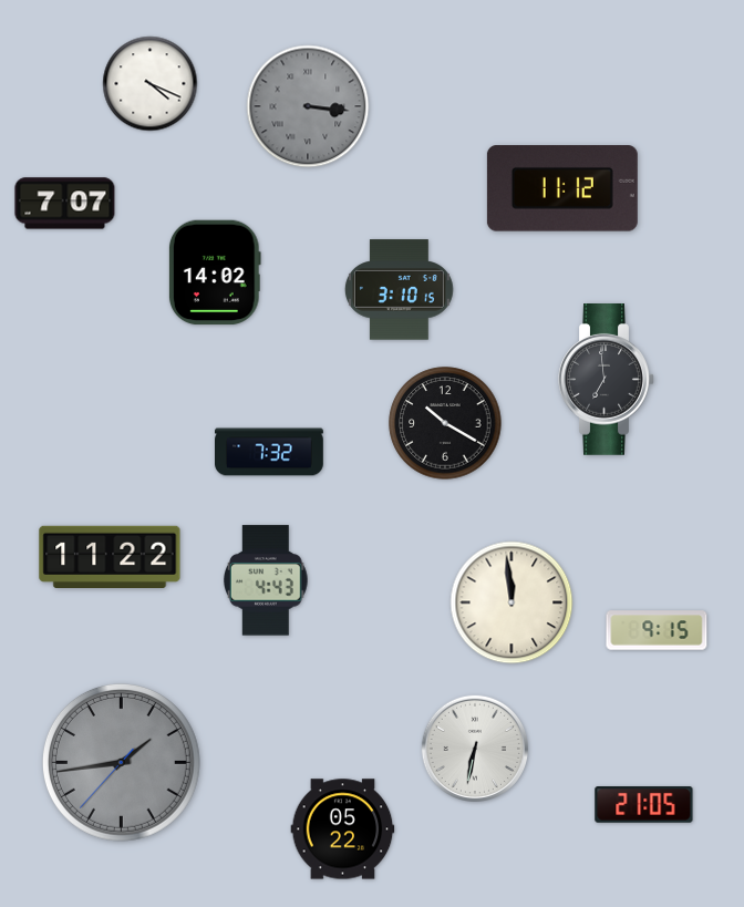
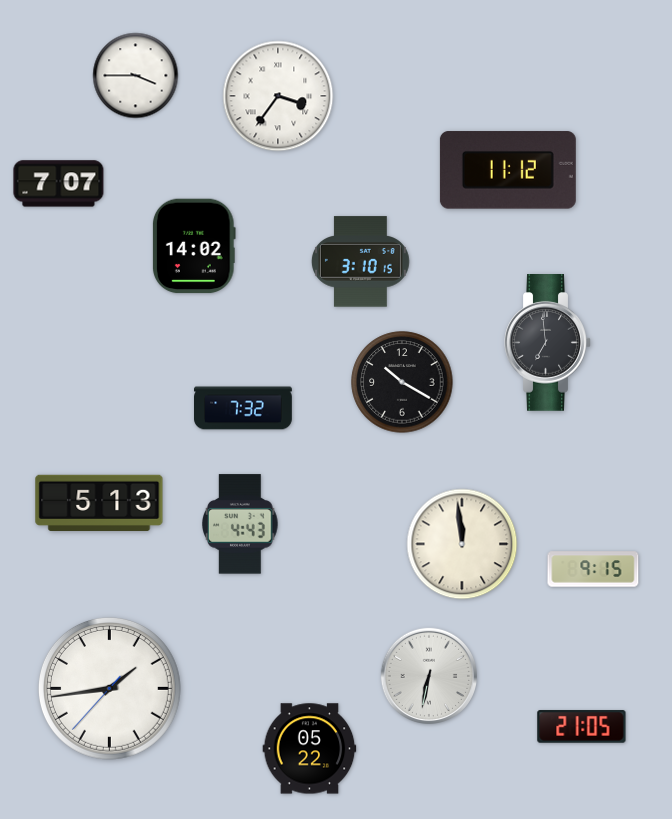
clock at (151, 84): 4:19 -> 3:45
clock at (308, 106): 3:16 -> 3:36
clock at (308, 106) dial: grey -> white
clock at (110, 556): 11:22 -> 5:13
clock at (121, 762) dial: grey -> white
